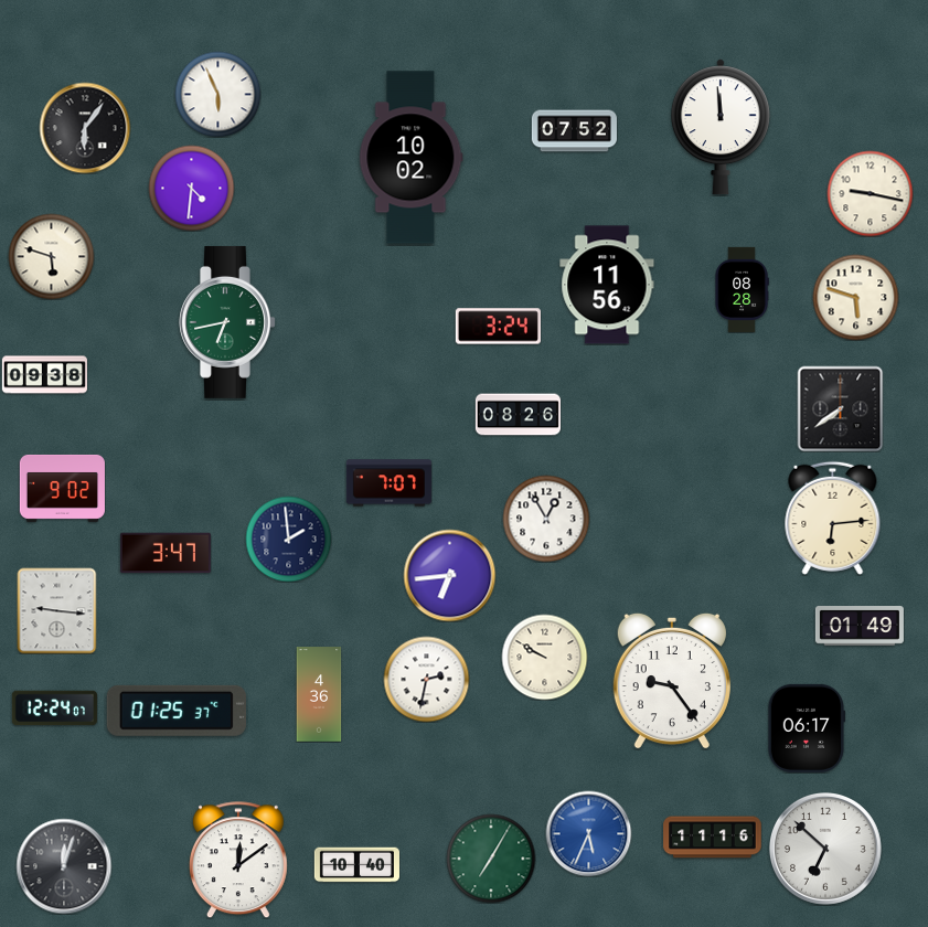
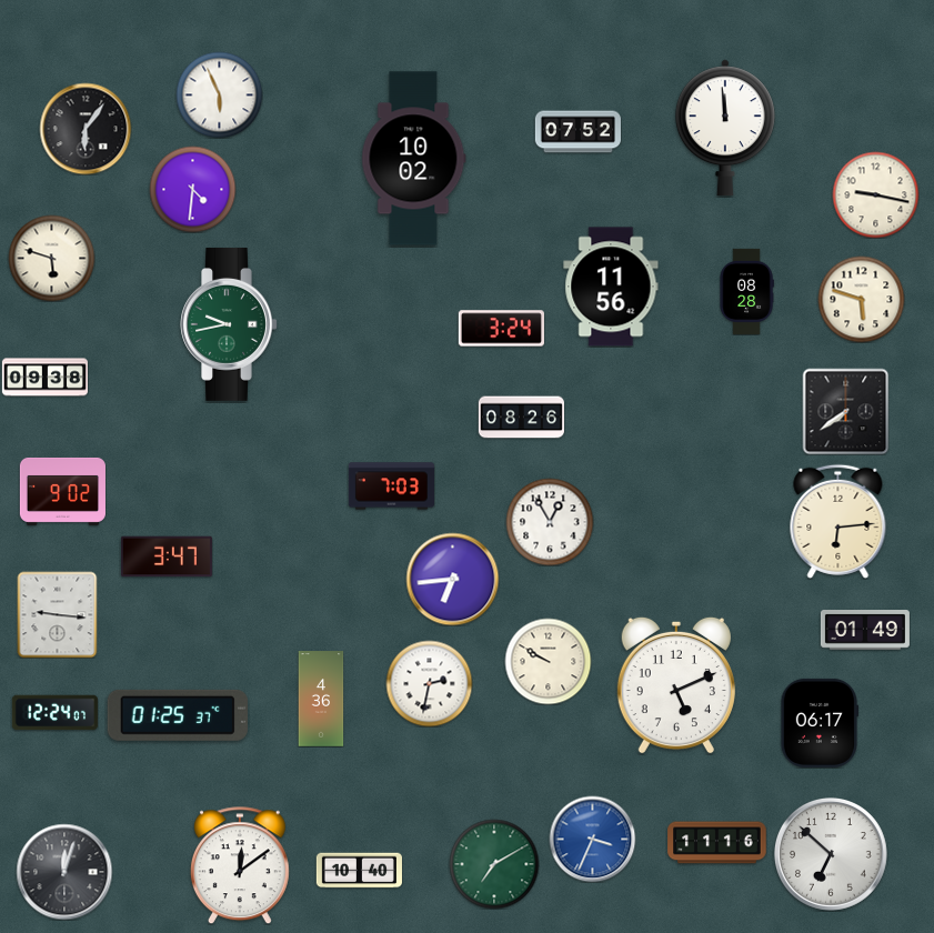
clock at (227, 322): 6:43 -> 9:43
clock at (388, 483): 7:07 -> 7:03
clock at (288, 539): 1:59 -> none
clock at (672, 681): 9:24 -> 5:11
clock at (806, 728) position: (806, 728) -> (818, 723)
clock at (588, 833): 5:34 -> 3:34
clock at (491, 859): 7:05 -> 7:10
